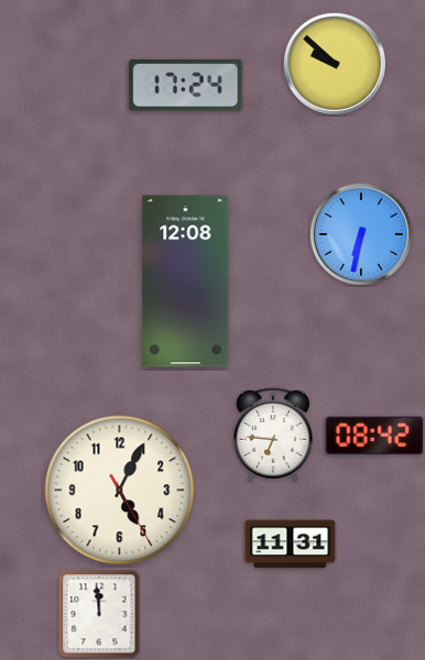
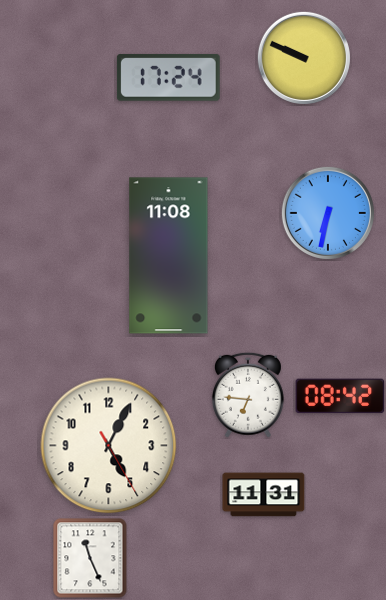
clock at (335, 64): 9:52 -> 9:49
clock at (186, 282): 12:08 -> 11:08
clock at (99, 614): 11:59 -> 11:26
